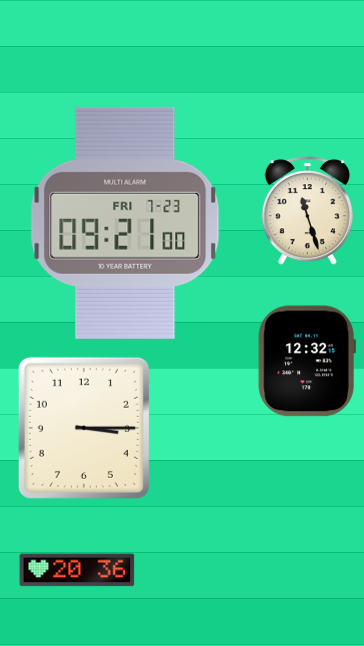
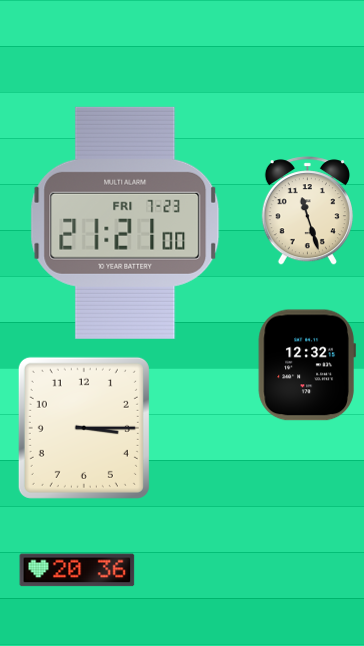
clock at (125, 223): 09:21 -> 21:21
clock at (307, 361) position: (307, 361) -> (307, 365)
